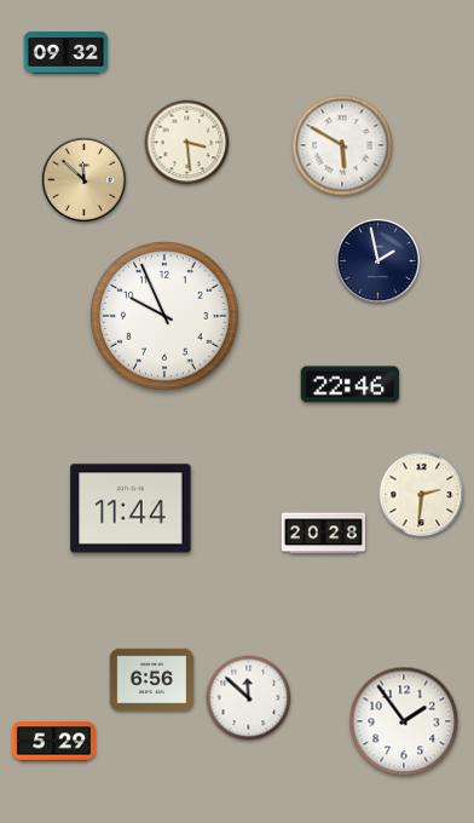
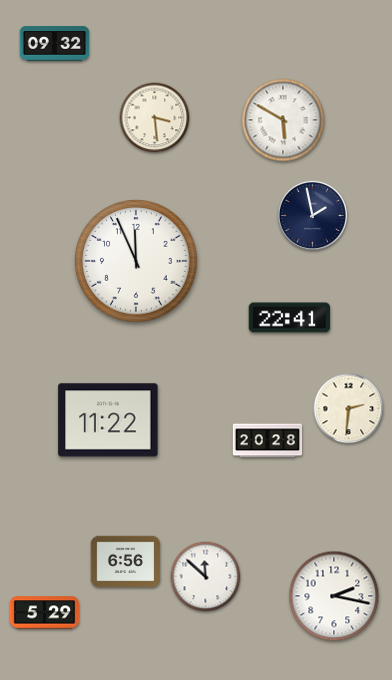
clock at (83, 179): 11:52 -> none
clock at (164, 316): 9:56 -> 11:56
clock at (351, 385): 22:46 -> 22:41
clock at (131, 508): 11:44 -> 11:22
clock at (404, 721): 1:54 -> 2:17
